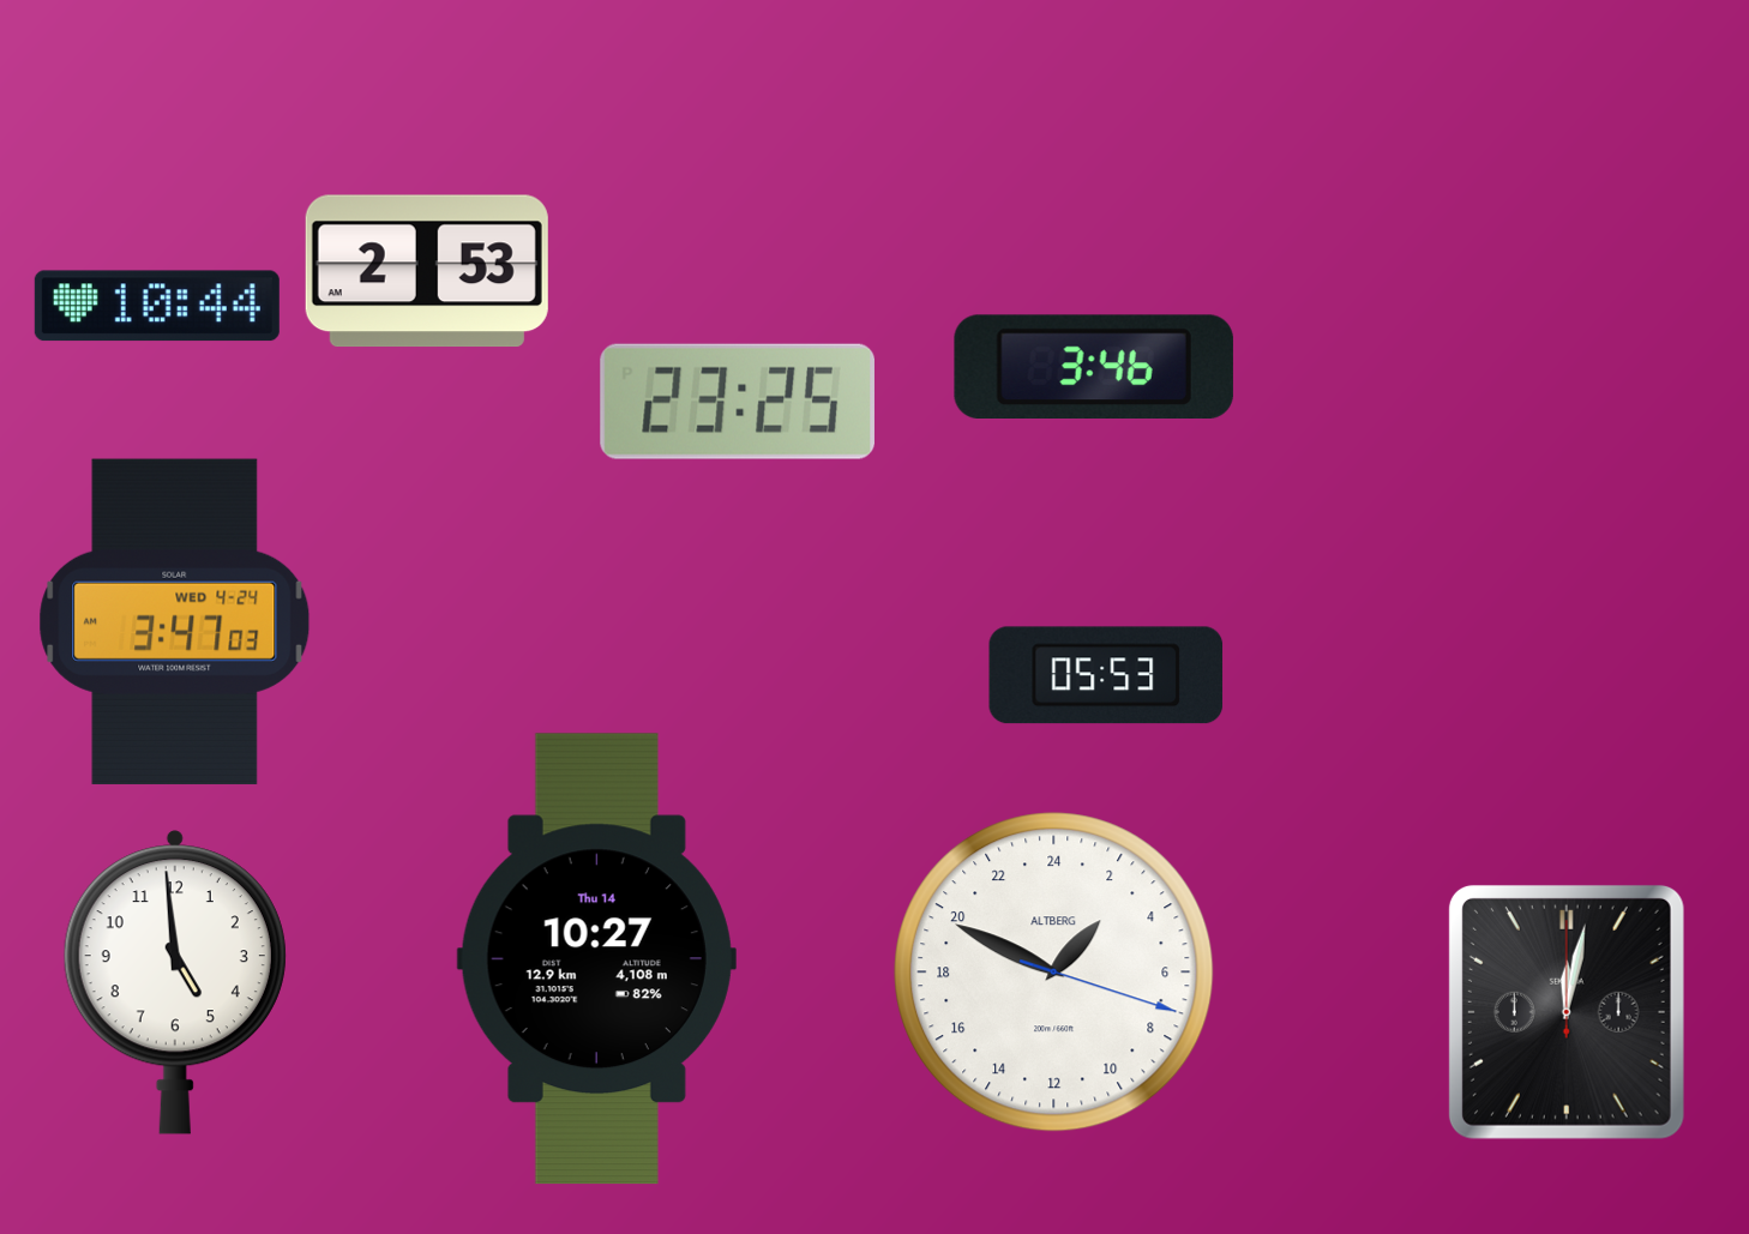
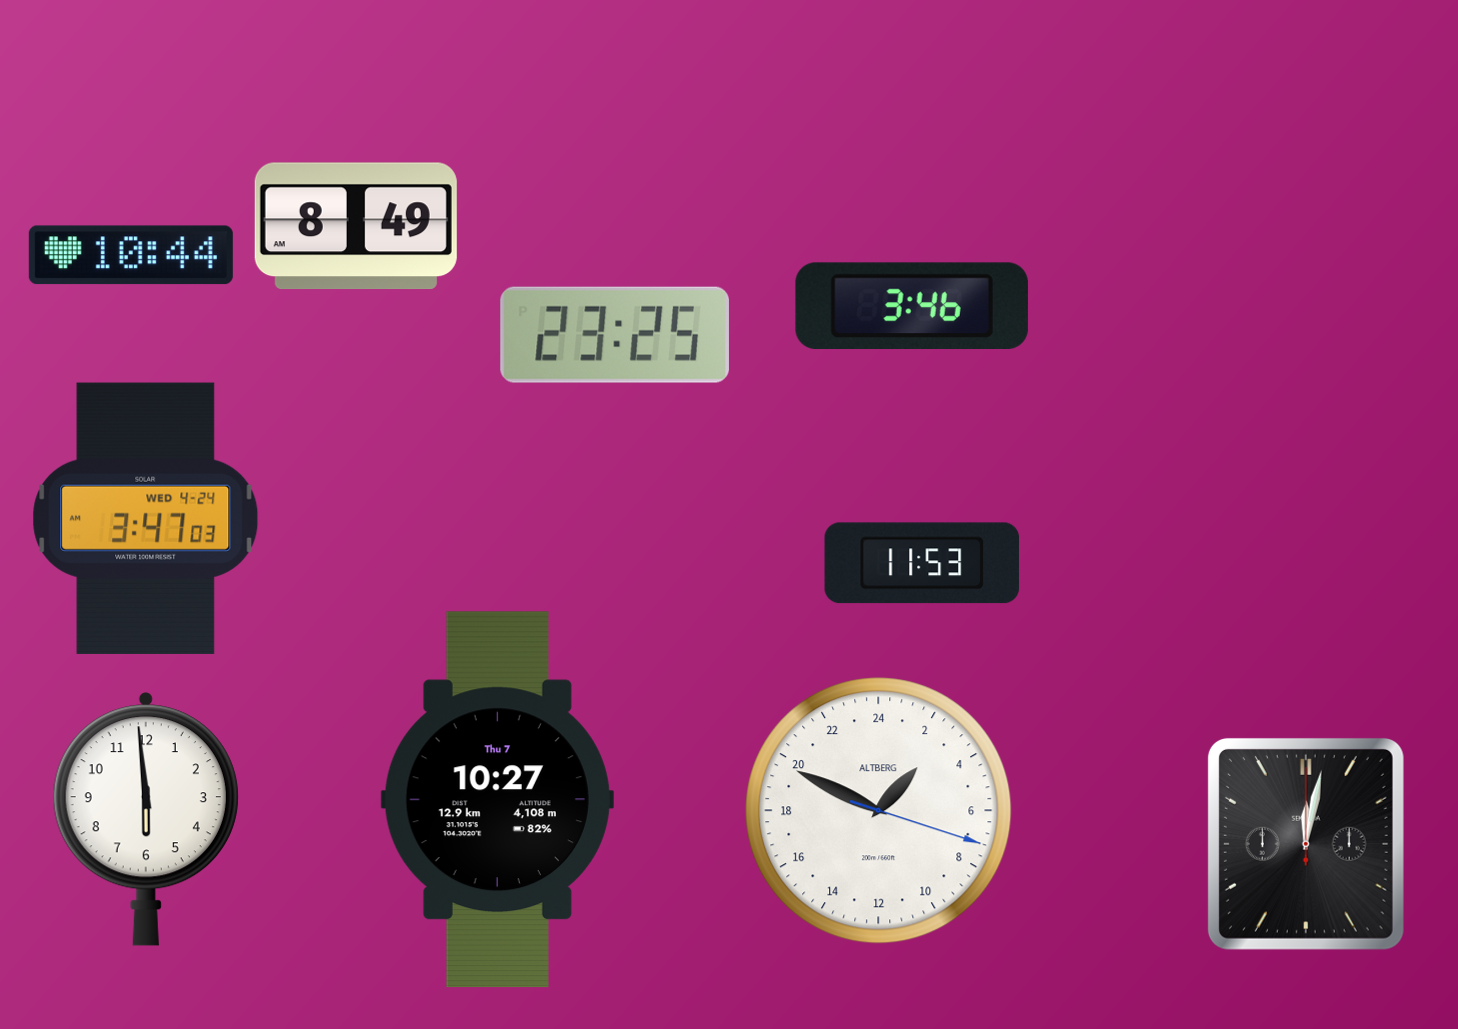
clock at (427, 271): 2:53 -> 8:49
clock at (1106, 675): 05:53 -> 11:53
clock at (596, 959) date: Thu 14 -> Thu 7
clock at (175, 982): 4:59 -> 5:59
